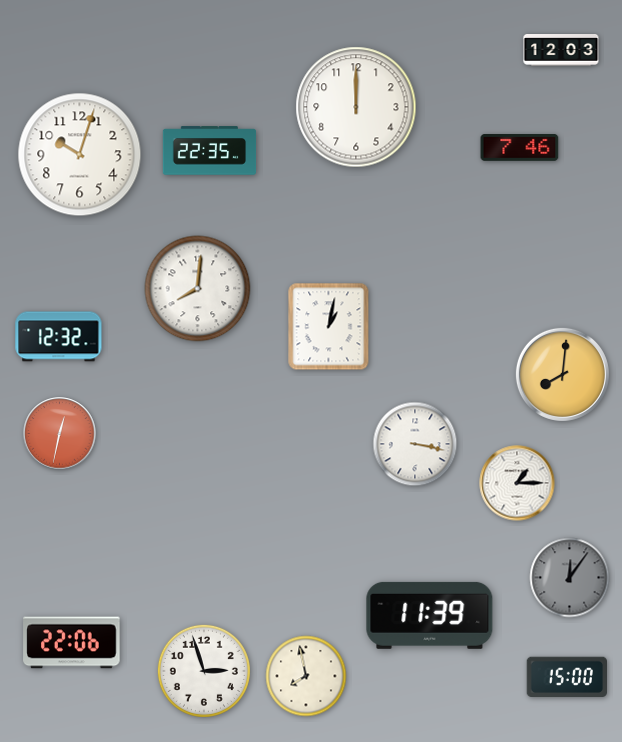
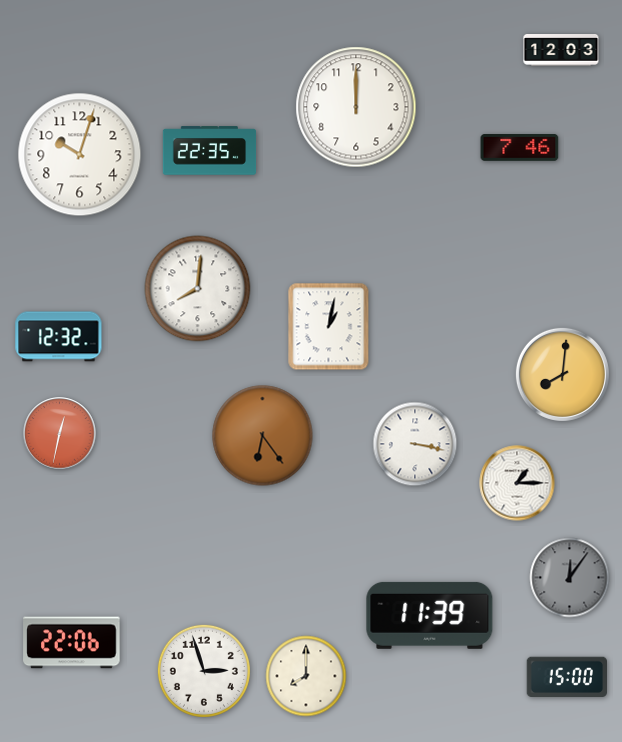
clock at (263, 436): none -> 6:24
clock at (306, 676): 7:58 -> 8:00
